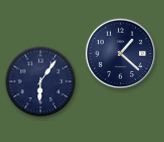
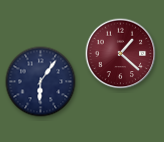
clock at (121, 54) dial: navy -> burgundy
